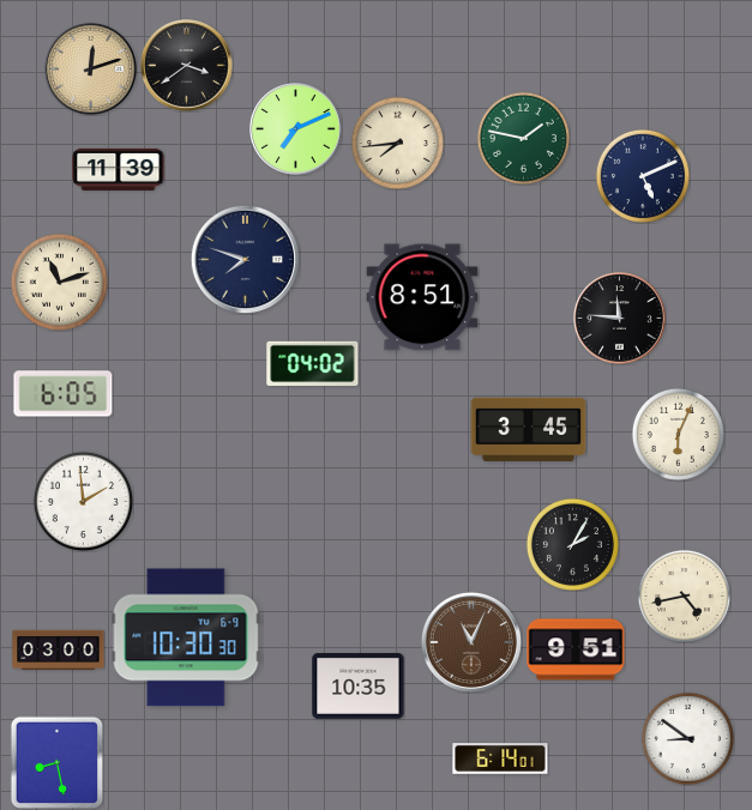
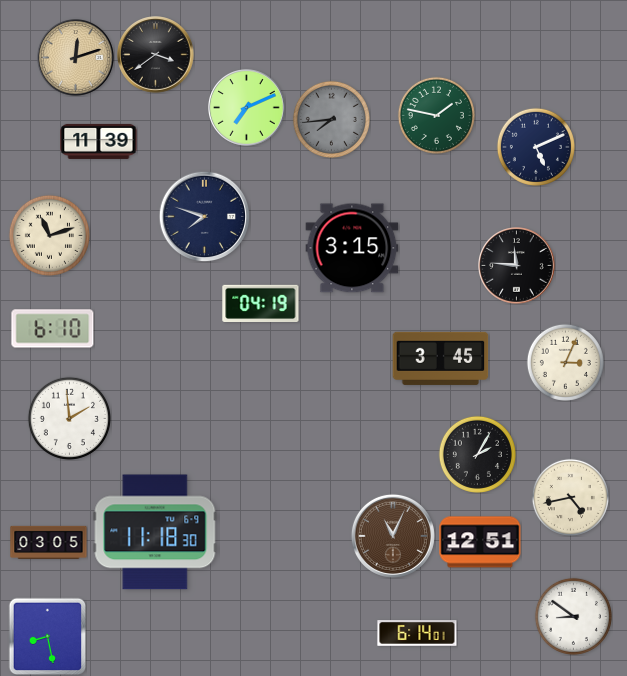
clock at (397, 143) dial: cream -> grey
clock at (422, 297): 8:51 -> 3:15
clock at (313, 363): 04:02 -> 04:19
clock at (64, 394): 6:05 -> 6:10
clock at (678, 434): 6:04 -> 3:04
clock at (186, 637): 10:30 -> 11:18
clock at (59, 649): 03:00 -> 03:05
clock at (576, 649): 9:51 -> 12:51
clock at (359, 687): 10:35 -> none
